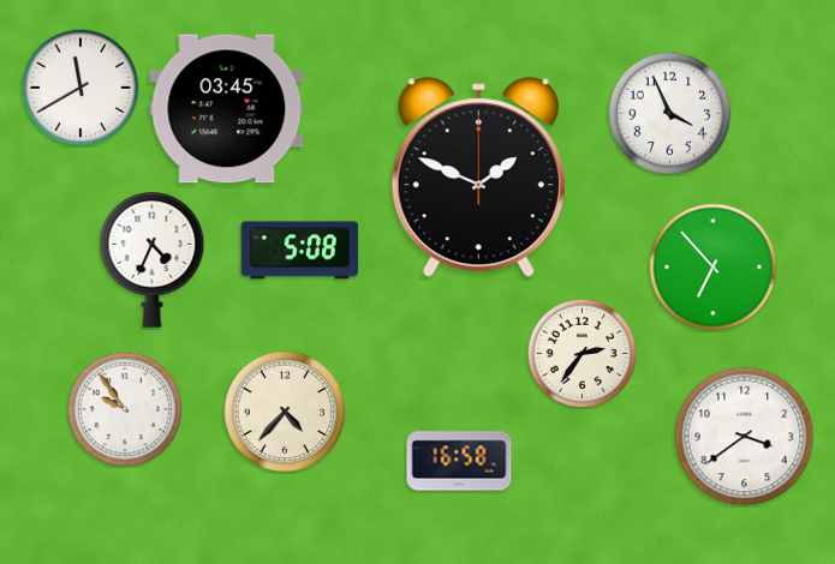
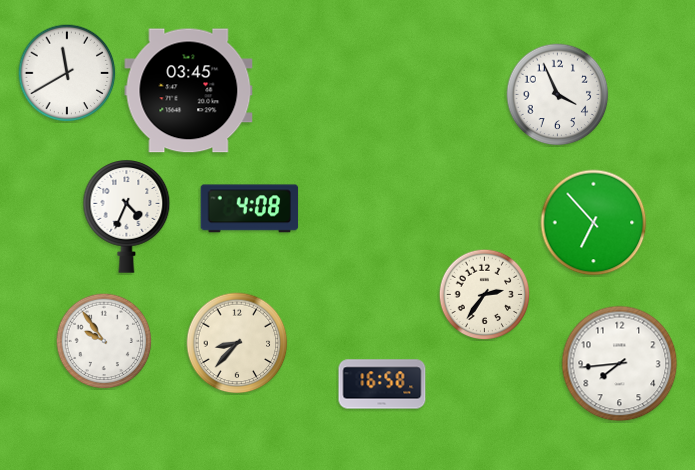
clock at (478, 178): 1:49 -> none
clock at (300, 251): 5:08 -> 4:08
clock at (285, 412): 4:37 -> 8:37
clock at (745, 437): 3:39 -> 7:44
